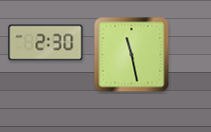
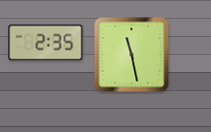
clock at (46, 43): 2:30 -> 2:35
